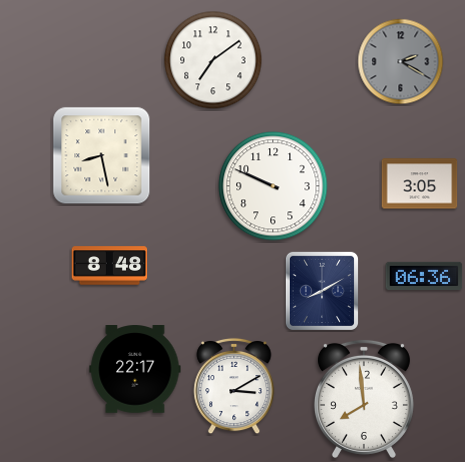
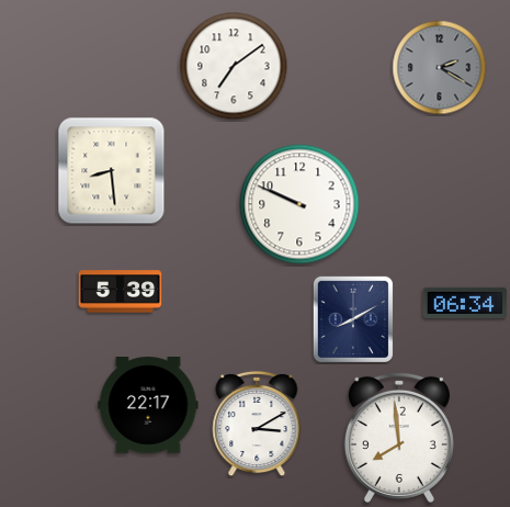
clock at (102, 156): 8:28 -> 8:29
clock at (420, 184): 3:05 -> none
clock at (110, 266): 8:48 -> 5:39
clock at (424, 276): 06:36 -> 06:34
